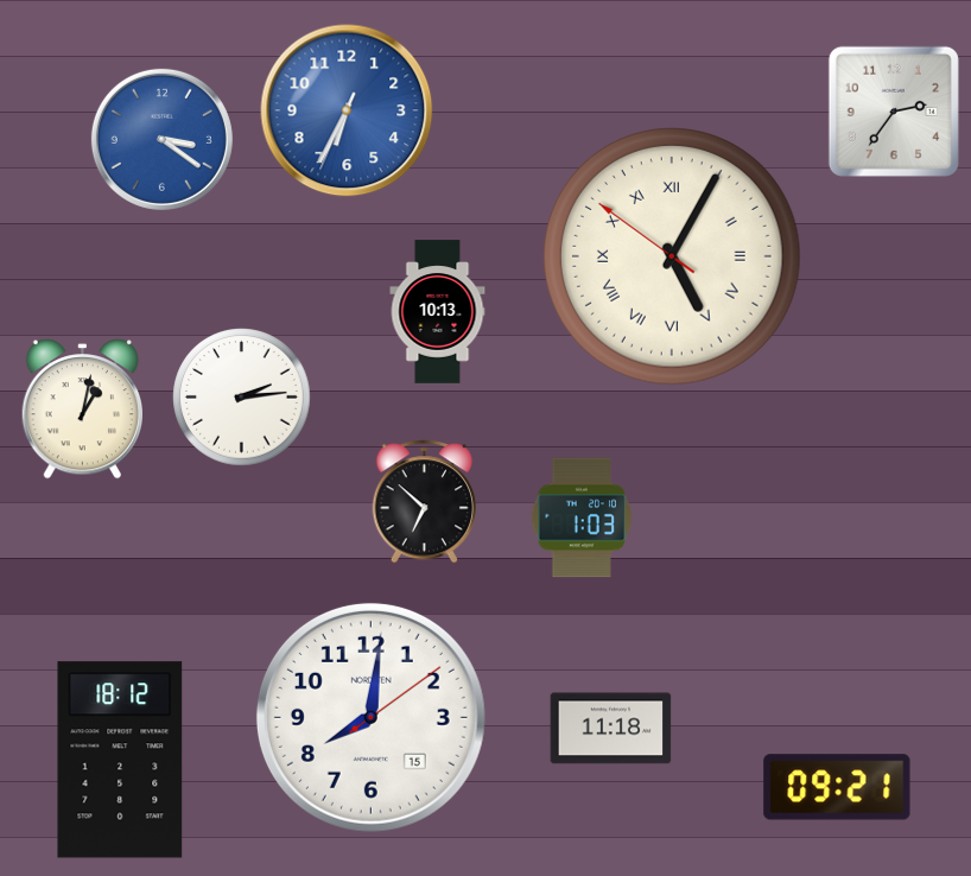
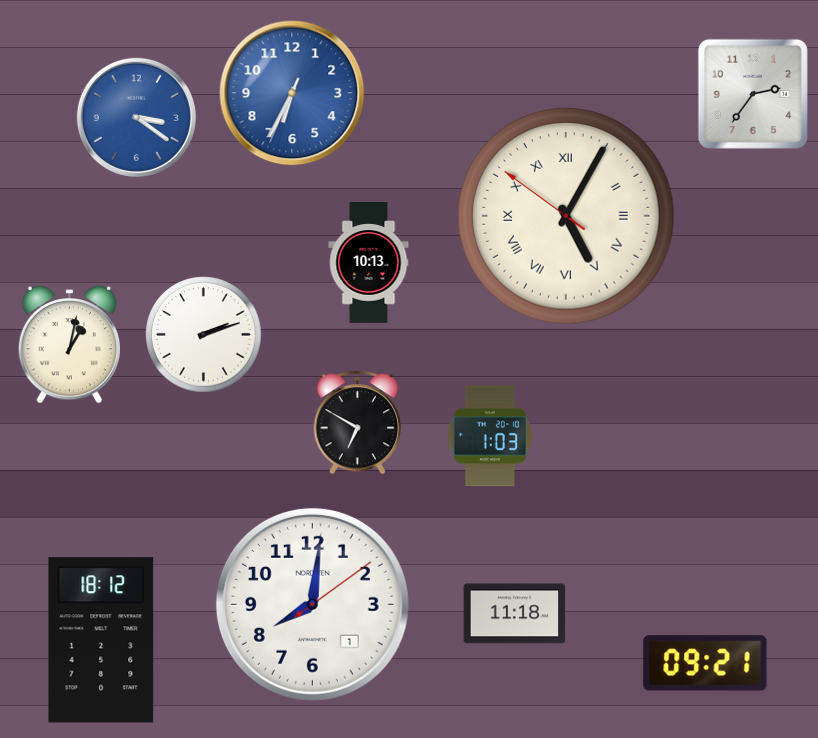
clock at (242, 398): 2:14 -> 2:12
clock at (425, 502): 6:52 -> 6:50
clock at (370, 717) date: 15 -> 1
